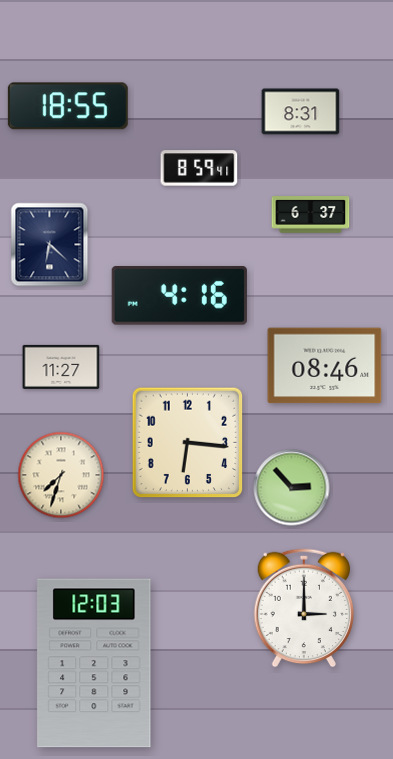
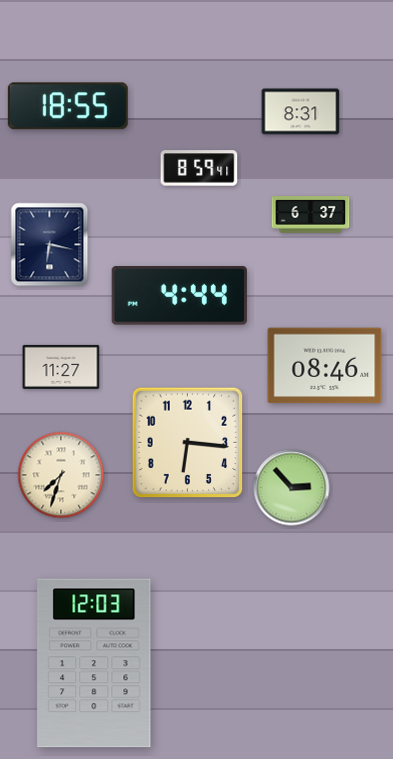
clock at (50, 245): 6:22 -> 6:17
clock at (179, 295): 4:16 -> 4:44
clock at (303, 608): 3:00 -> none
